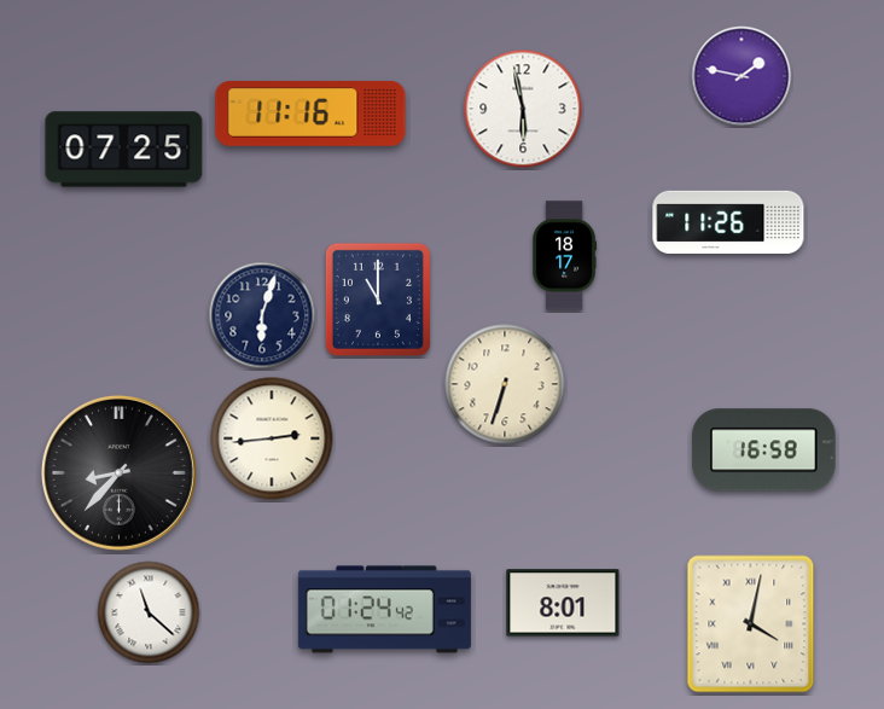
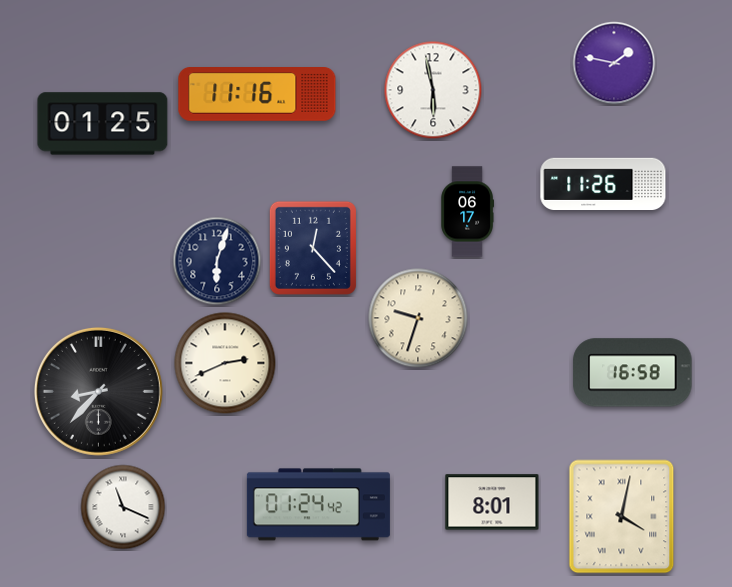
clock at (124, 150): 07:25 -> 01:25
clock at (564, 256): 18:17 -> 06:17
clock at (378, 300): 11:00 -> 12:23
clock at (505, 384): 6:33 -> 9:33
clock at (272, 438): 2:44 -> 2:41
clock at (563, 603) position: (563, 603) -> (492, 502)
clock at (149, 612): 11:22 -> 11:19
